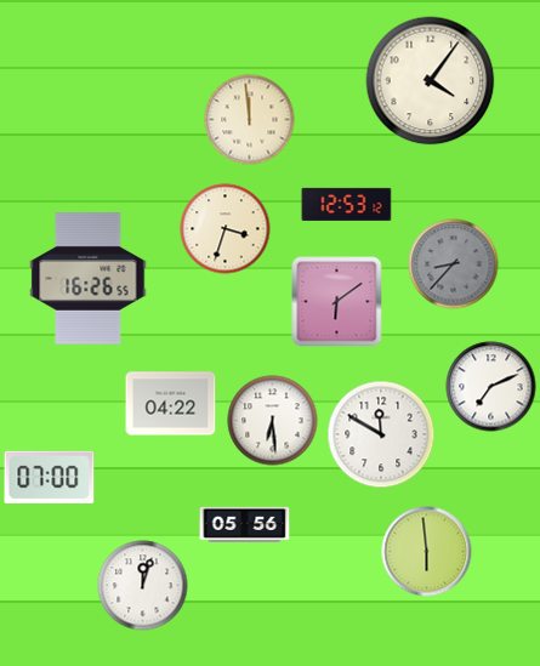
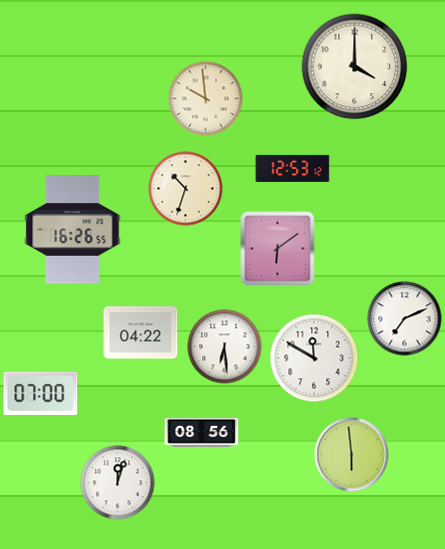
clock at (431, 81): 4:06 -> 4:00
clock at (250, 120): 11:59 -> 9:59
clock at (347, 204) position: (347, 204) -> (293, 168)
clock at (226, 229): 3:33 -> 10:33
clock at (454, 264): 8:37 -> none
clock at (245, 524): 05:56 -> 08:56
